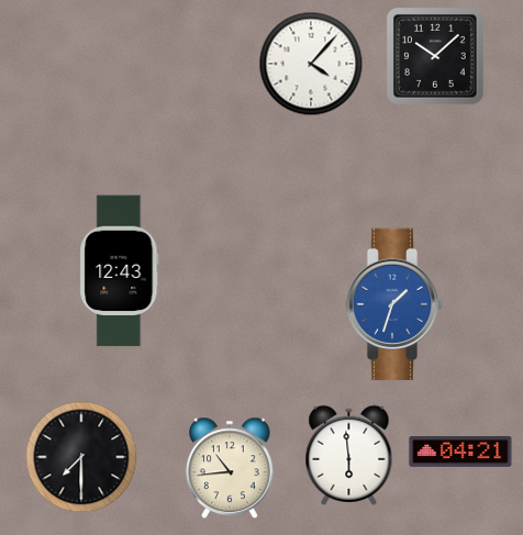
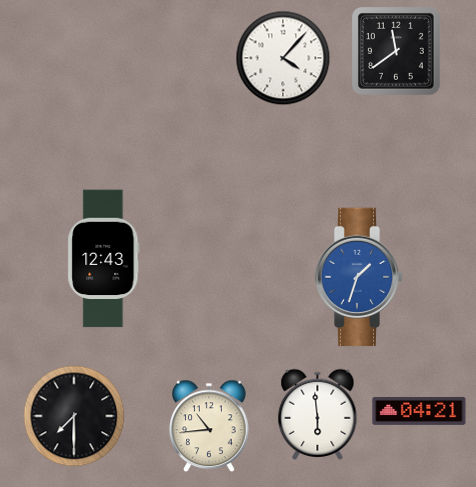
clock at (436, 57): 10:08 -> 11:39
clock at (120, 271) position: (120, 271) -> (104, 259)
